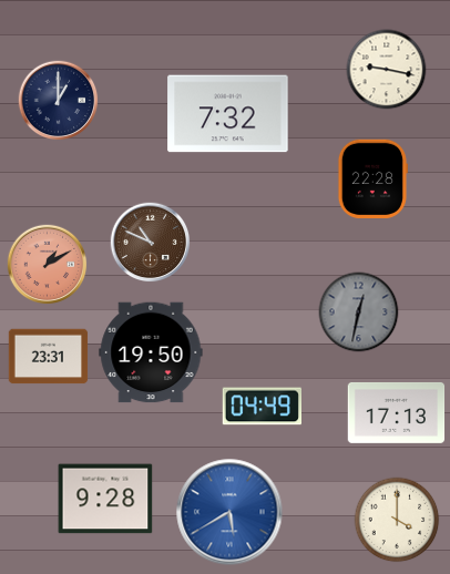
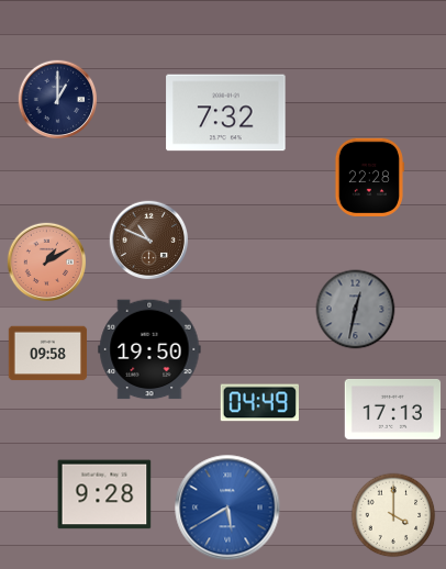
clock at (387, 70): 9:17 -> none
clock at (49, 357): 23:31 -> 09:58
